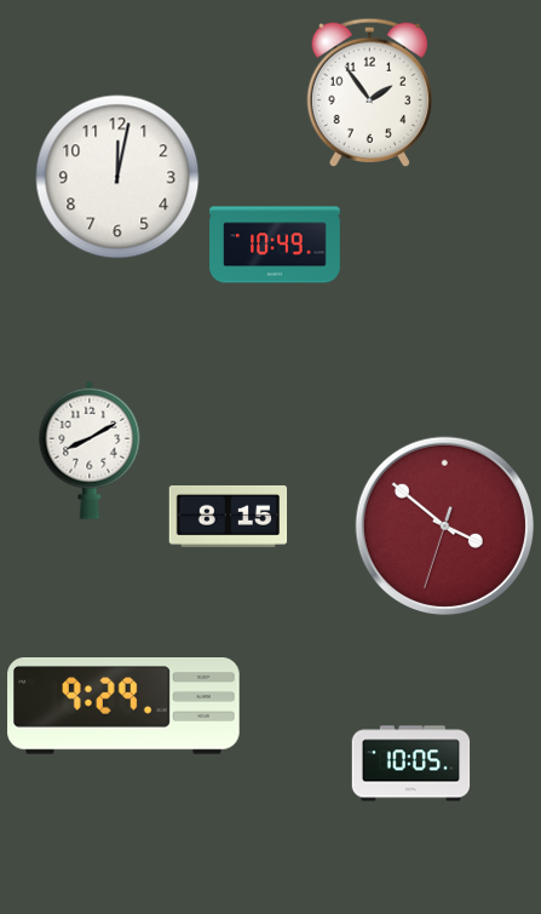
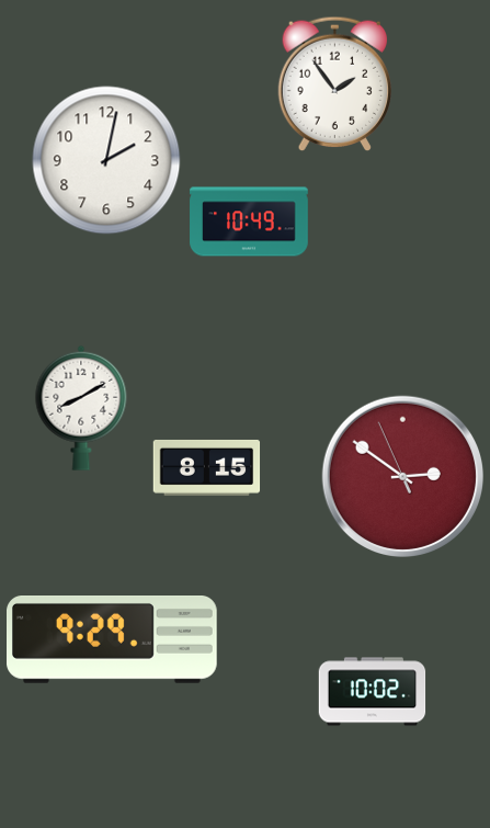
clock at (117, 177): 12:02 -> 2:02
clock at (444, 525): 3:51 -> 2:50
clock at (411, 764): 10:05 -> 10:02
